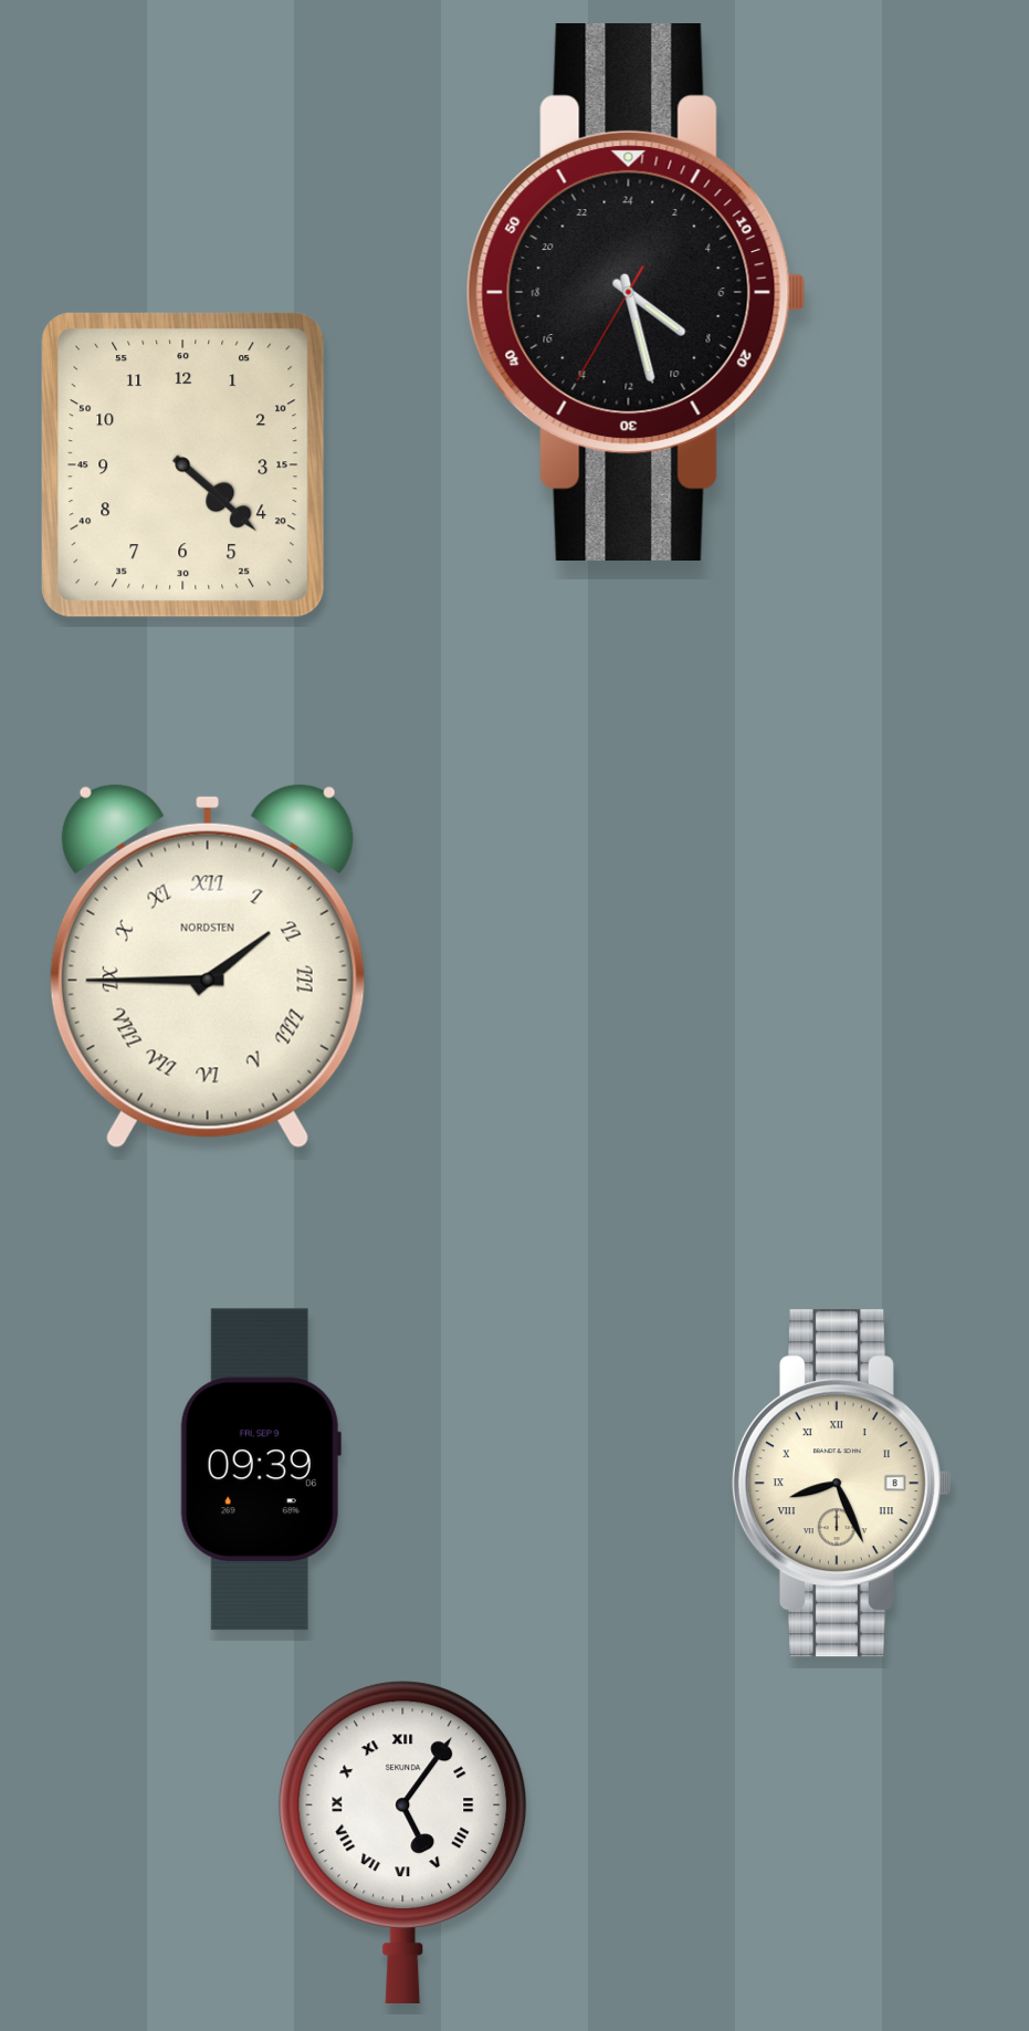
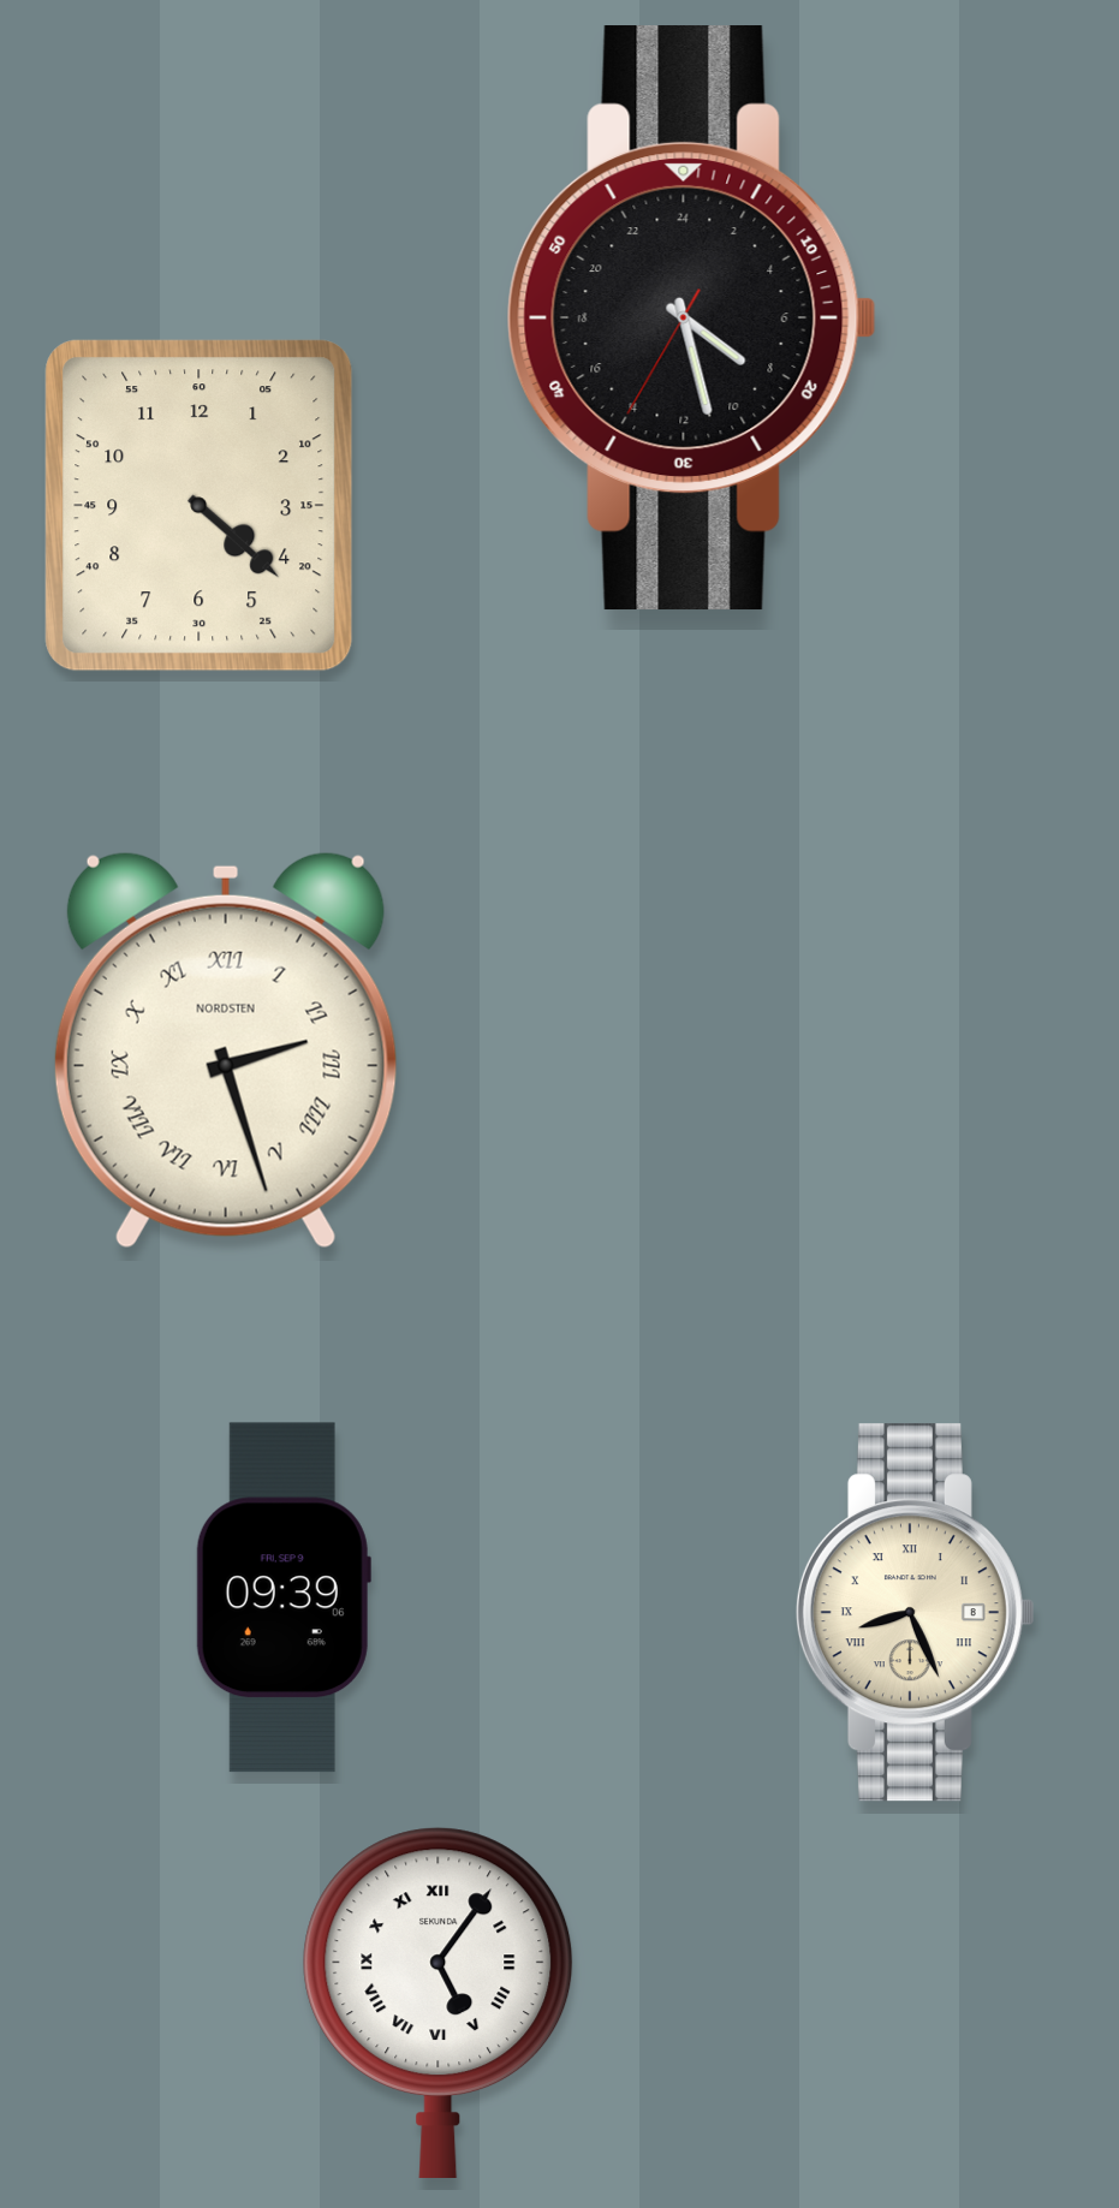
clock at (208, 966): 1:45 -> 2:27
